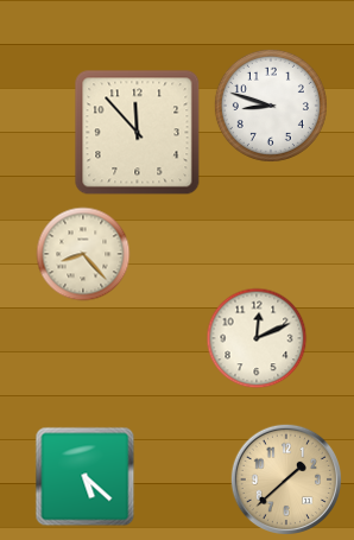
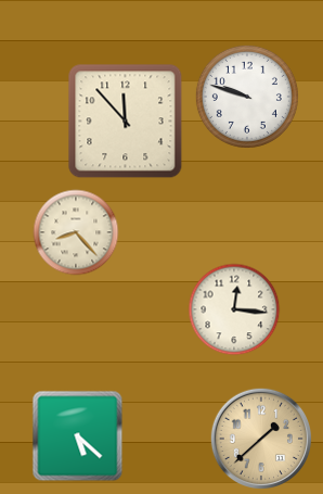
clock at (271, 106): 8:48 -> 9:48
clock at (257, 338): 12:11 -> 12:16
